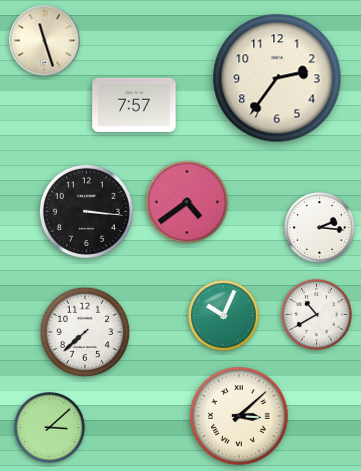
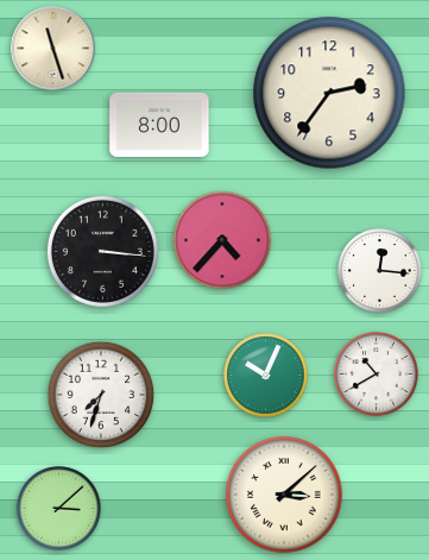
clock at (134, 105): 7:57 -> 8:00
clock at (187, 202): 4:39 -> 4:37
clock at (320, 228): 2:16 -> 12:16
clock at (85, 332): 7:38 -> 7:33
